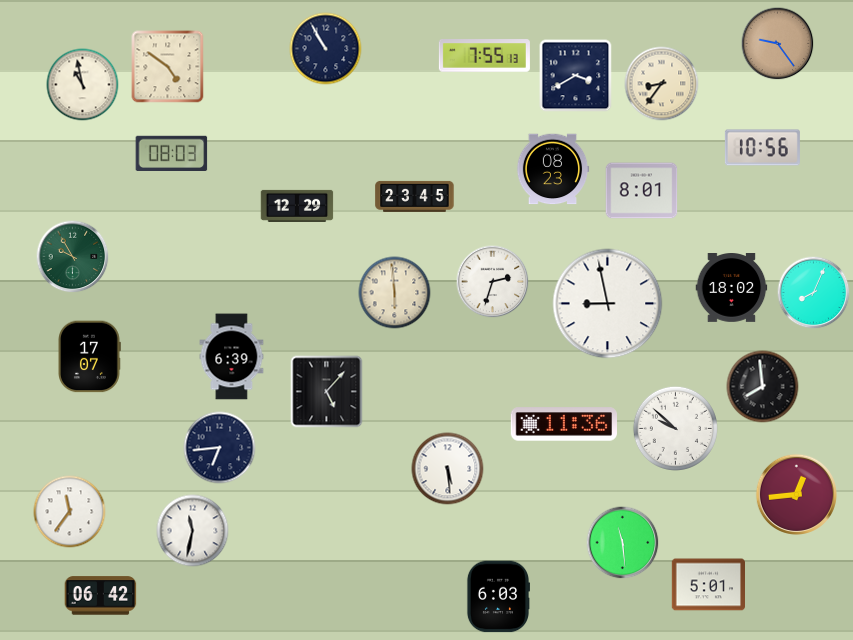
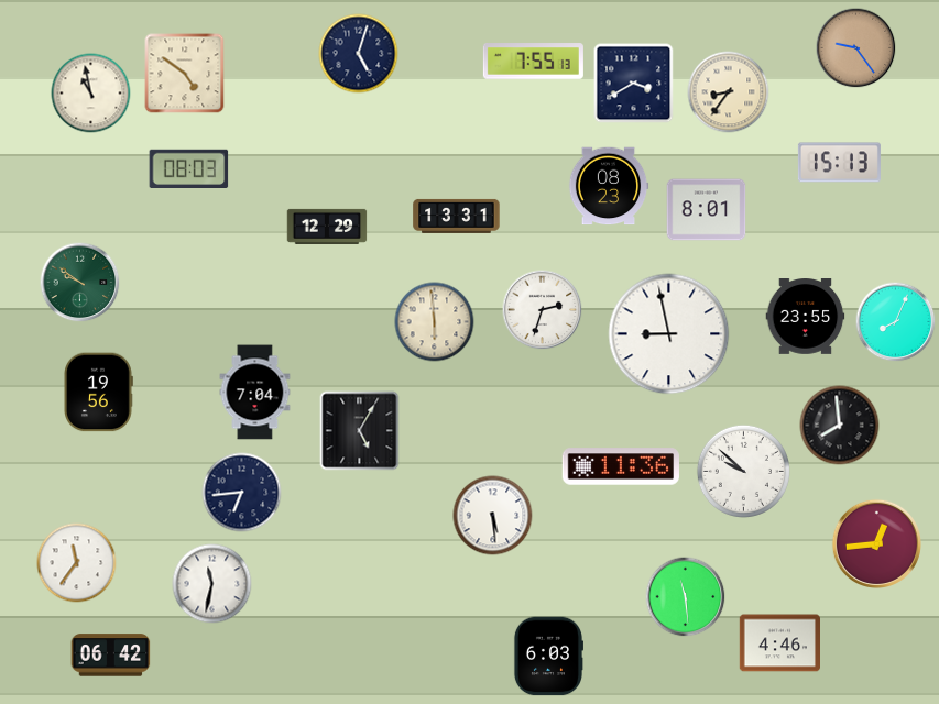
clock at (326, 49): 10:55 -> 5:03
clock at (762, 148): 10:56 -> 15:13
clock at (415, 196): 23:45 -> 13:31
clock at (73, 257): 9:55 -> 9:51
clock at (732, 288): 18:02 -> 23:55
clock at (89, 357): 17:07 -> 19:56
clock at (232, 357): 6:39 -> 7:04
clock at (327, 392): 5:07 -> 5:05
clock at (708, 585): 5:01 -> 4:46
